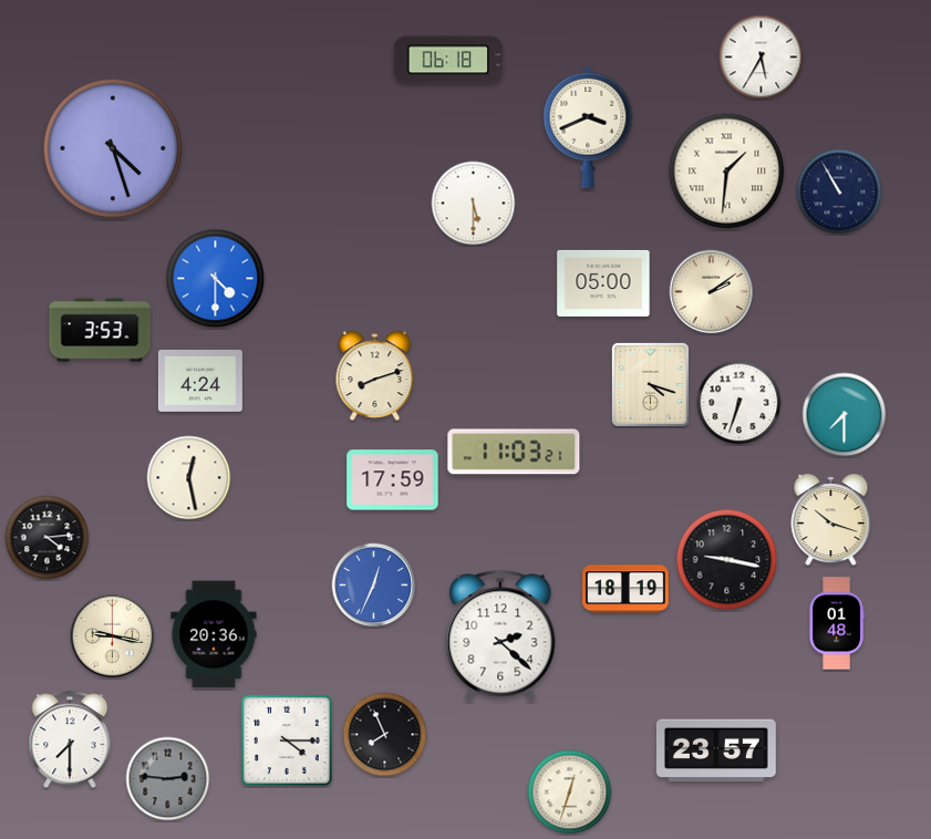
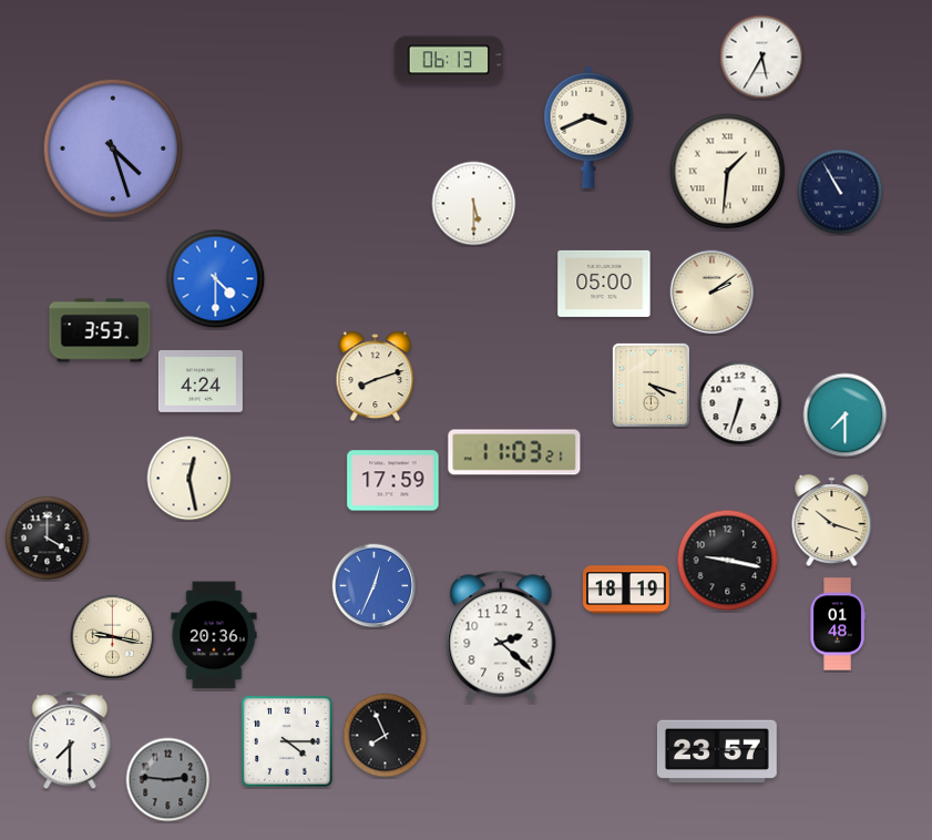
clock at (448, 60): 06:18 -> 06:13
clock at (48, 538): 4:14 -> 4:00
clock at (570, 793): 12:33 -> none
